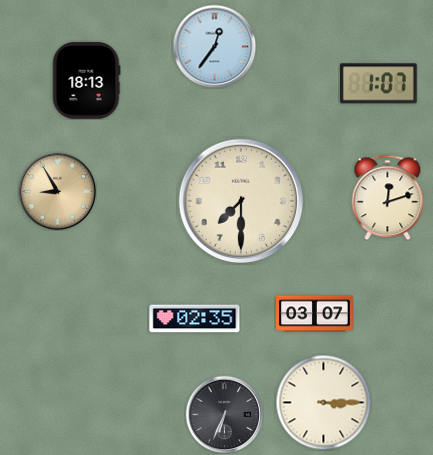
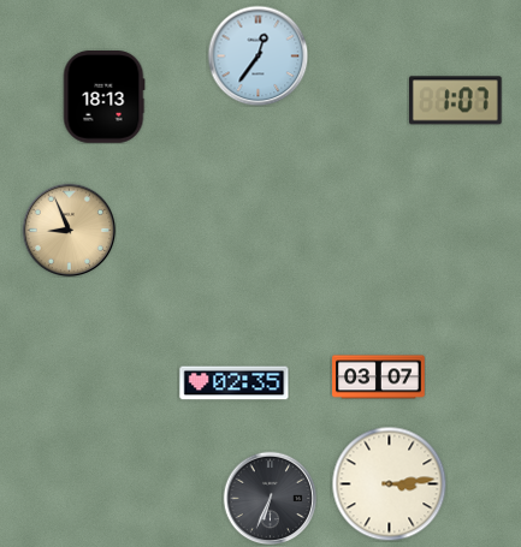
clock at (57, 191): 8:55 -> 8:56
clock at (388, 197): 12:12 -> none
clock at (240, 200): 7:30 -> none
clock at (323, 402): 3:15 -> 3:14
